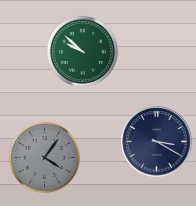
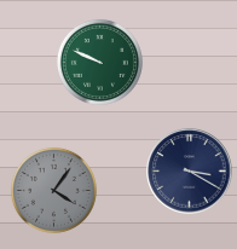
clock at (82, 51): 9:52 -> 9:49
